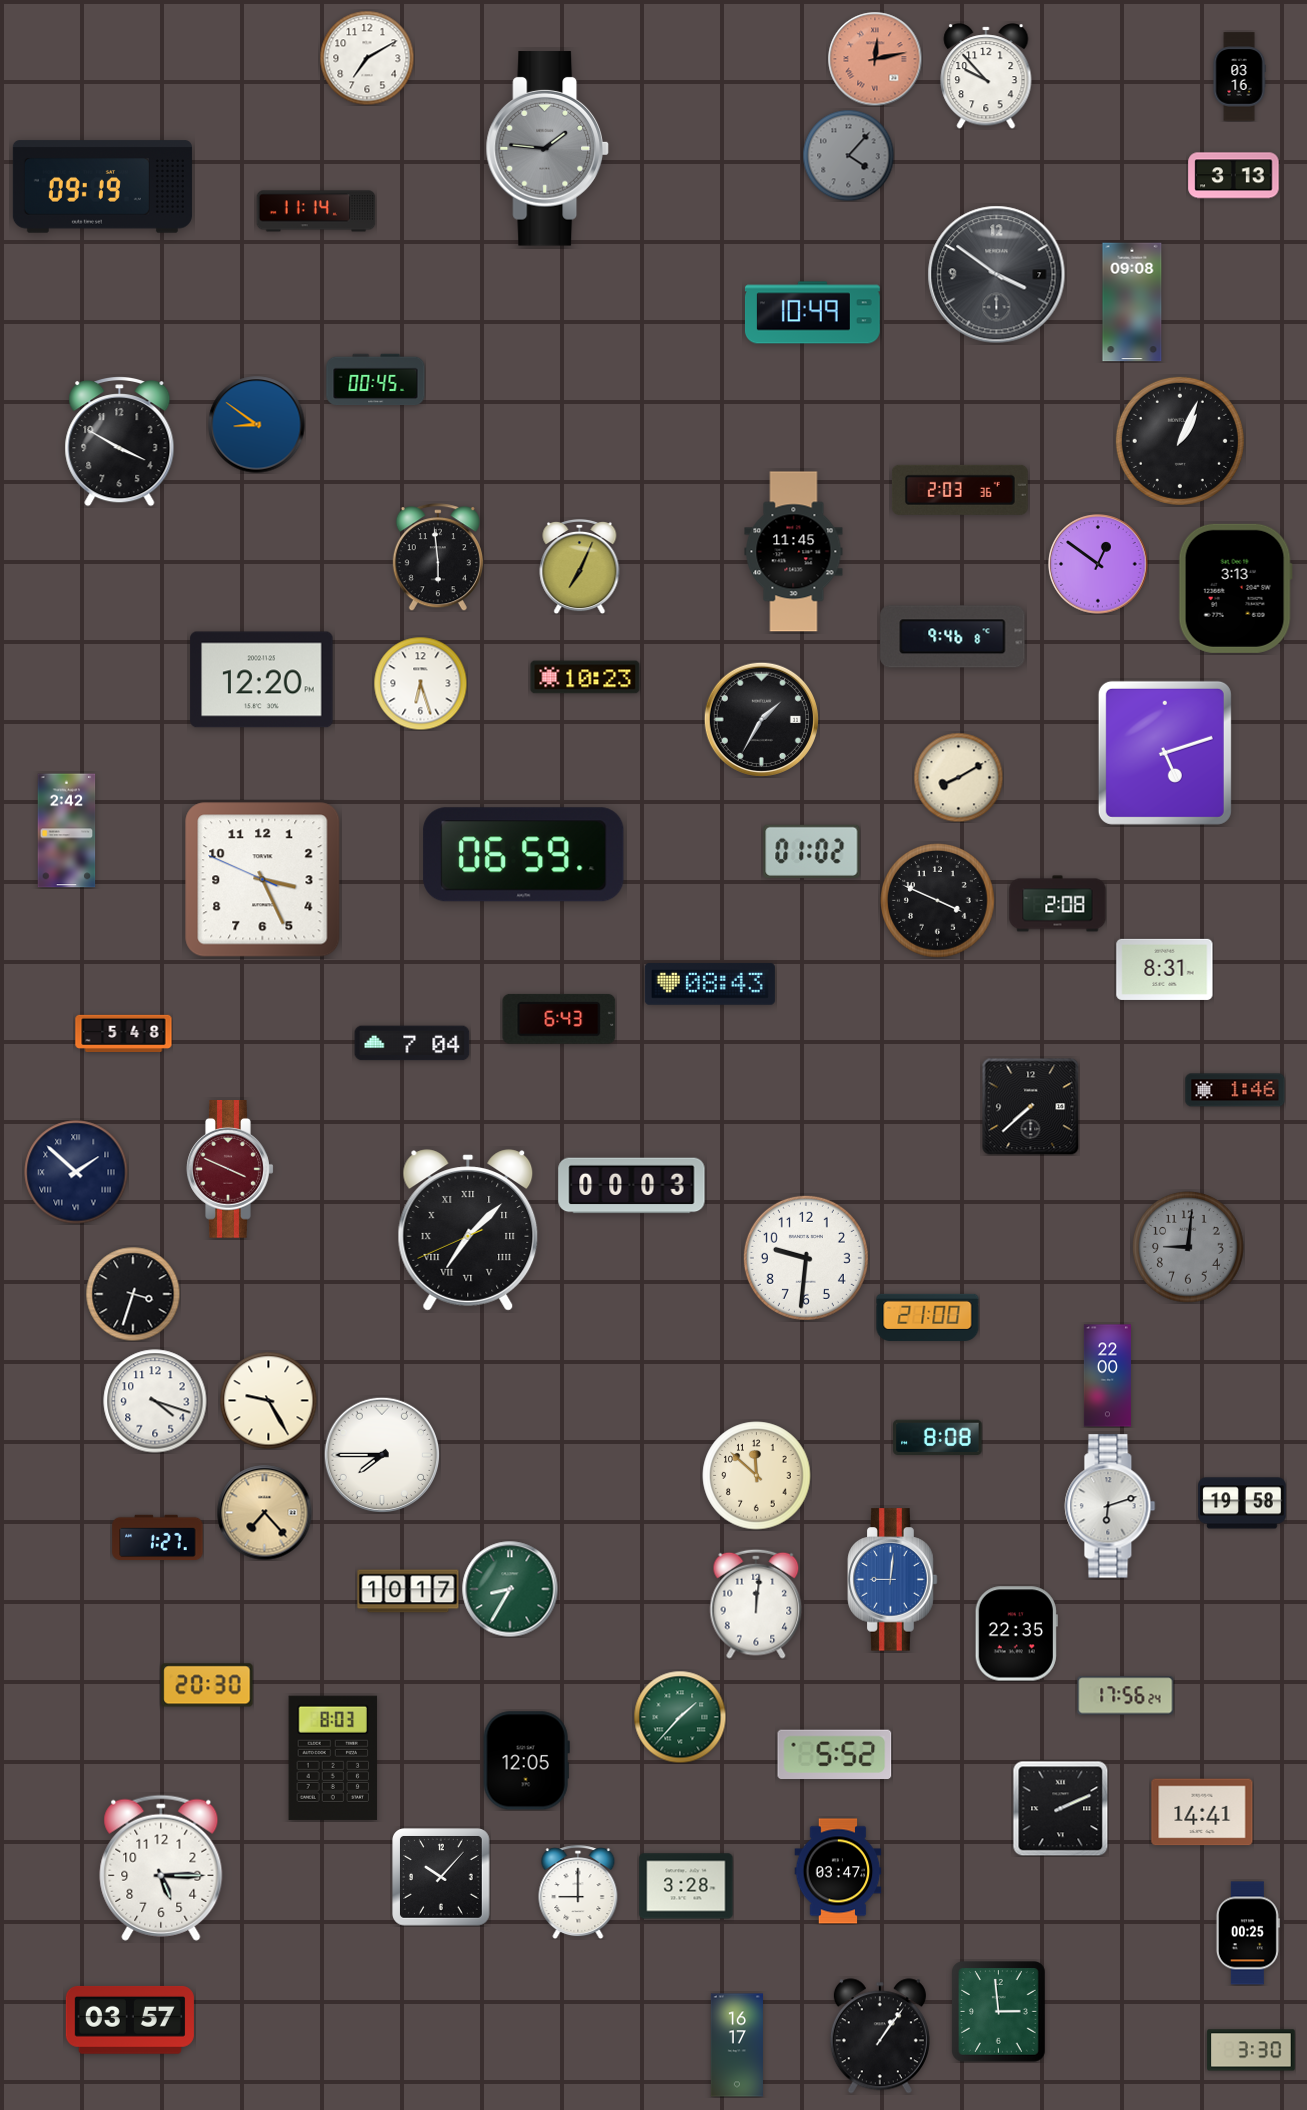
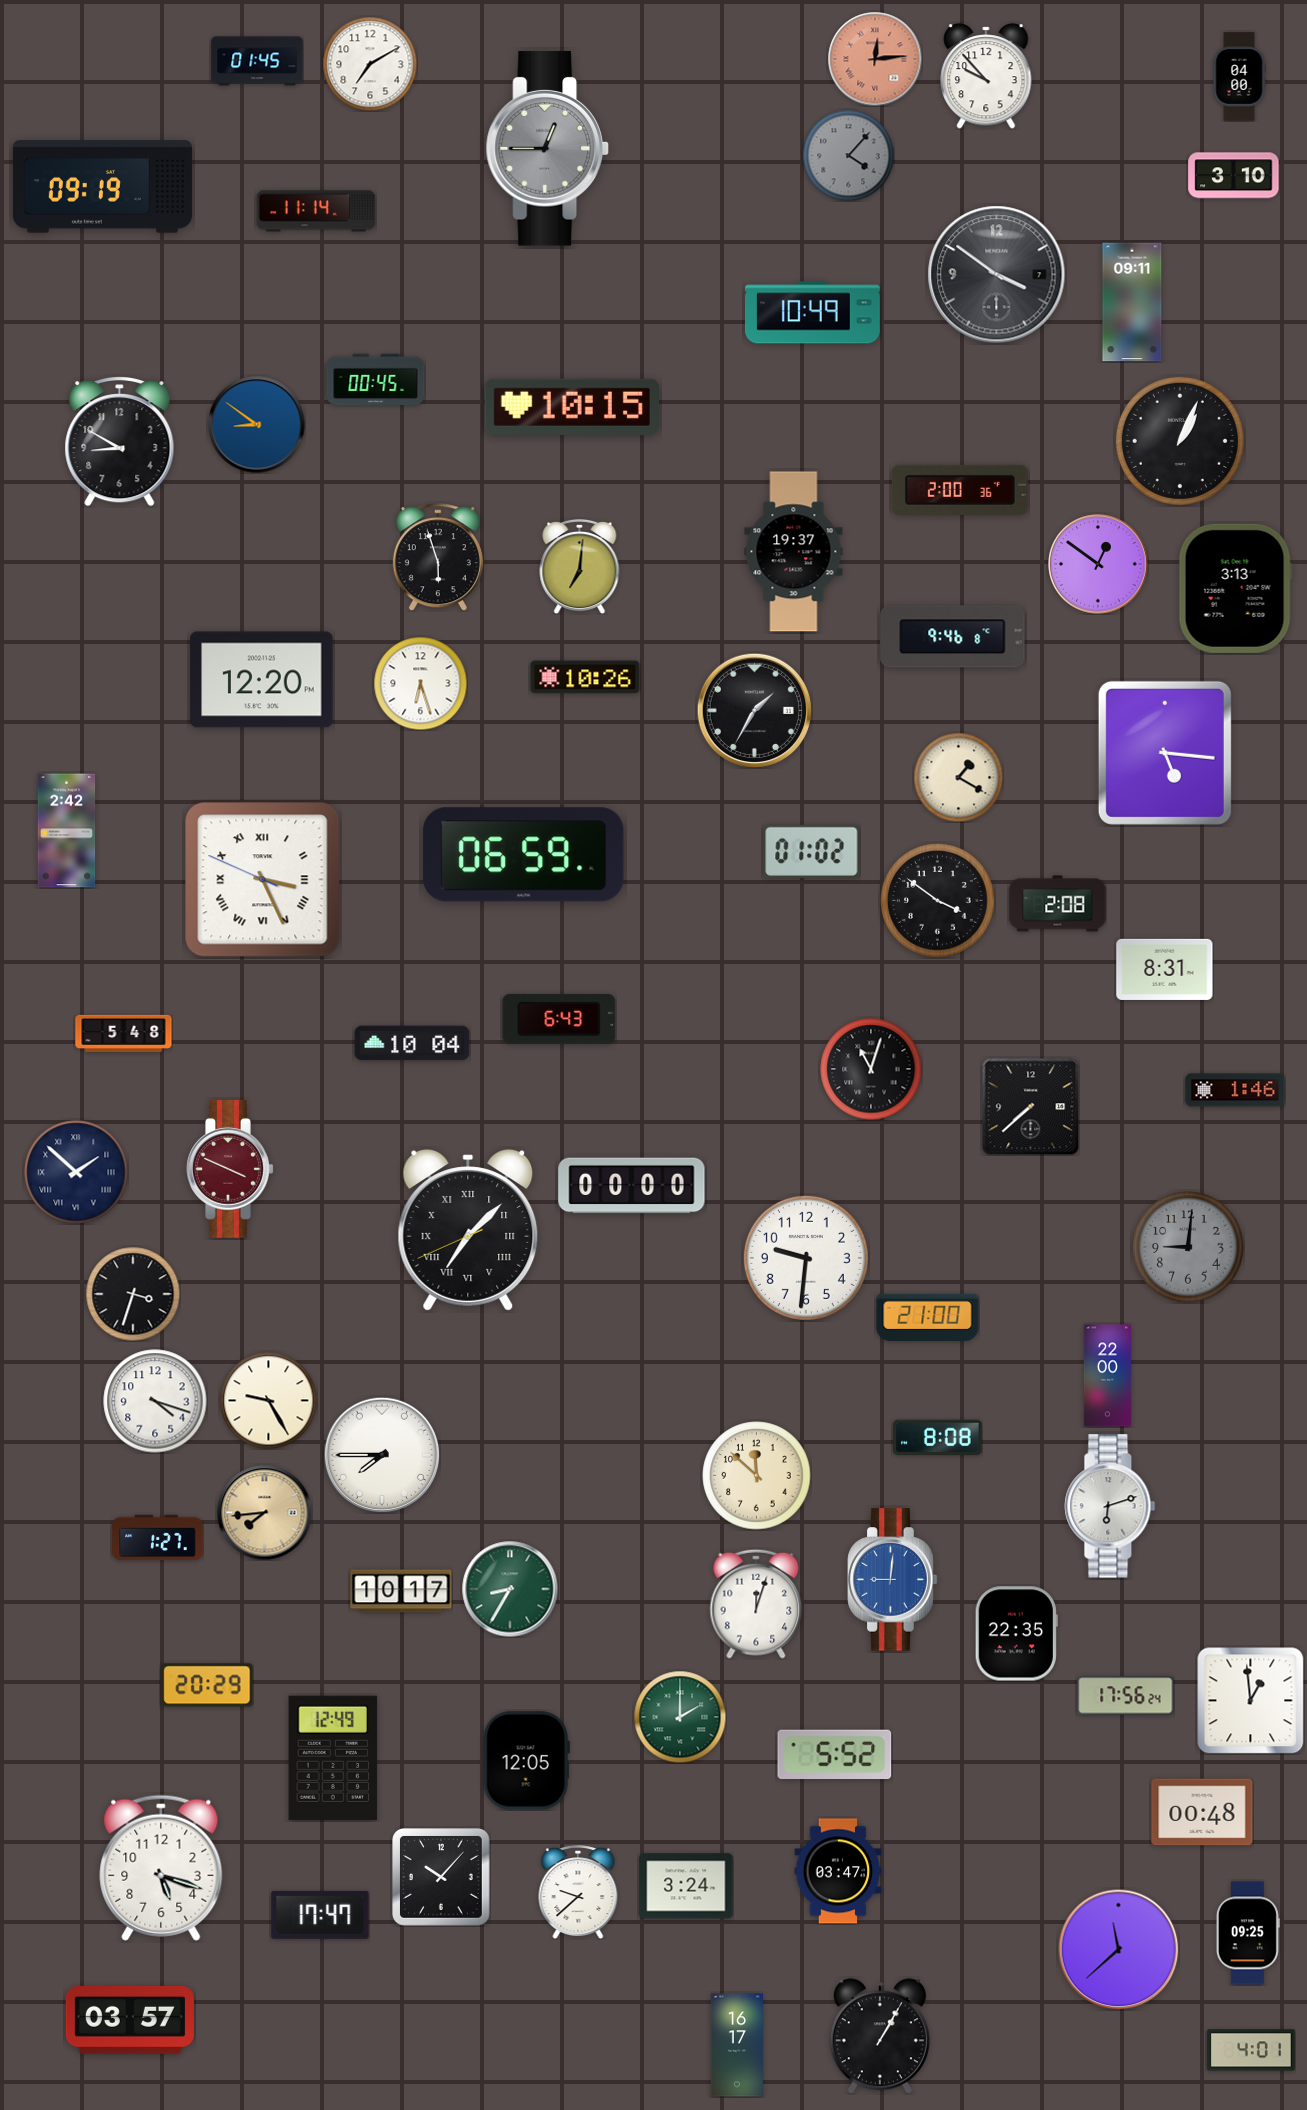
clock at (367, 58) position: (367, 58) -> (370, 64)
clock at (875, 59): 12:13 -> 12:14
clock at (257, 61): none -> 01:45
clock at (1239, 77): 03:16 -> 04:00
clock at (547, 149): 1:46 -> 12:45
clock at (1234, 176): 3:13 -> 3:10
clock at (1132, 302): 09:08 -> 09:11
clock at (572, 407): none -> 10:15
clock at (120, 442): 3:50 -> 8:50
clock at (960, 490): 2:03 -> 2:00
clock at (794, 552): 11:45 -> 19:37
clock at (438, 557): 5:59 -> 5:57
clock at (580, 566): 7:04 -> 7:01
clock at (585, 677): 10:23 -> 10:26
clock at (761, 719) position: (761, 719) -> (754, 710)
clock at (1165, 753): 5:12 -> 5:16
clock at (958, 777): 8:10 -> 1:20
clock at (263, 880) numerals: Arabic -> Roman
clock at (938, 901): 3:49 -> 3:51
clock at (710, 985): 08:43 -> none
clock at (412, 1043): 7:04 -> 10:04
clock at (871, 1069): none -> 11:03
clock at (632, 1186): 00:03 -> 00:00
clock at (1242, 1503): 19:58 -> none
clock at (264, 1512): 7:23 -> 7:44
clock at (408, 1591) position: (408, 1591) -> (401, 1591)
clock at (756, 1604): 12:01 -> 12:03
clock at (207, 1685): 20:30 -> 20:29
clock at (1250, 1700): none -> 12:59
clock at (680, 1717): 1:37 -> 2:00
clock at (333, 1758): 8:03 -> 12:49
clock at (1060, 1808): 2:11 -> none
clock at (1202, 1812): 14:41 -> 00:48
clock at (161, 1868): 5:15 -> 5:18
clock at (686, 1886): 3:28 -> 3:24
clock at (578, 1892): 9:00 -> 9:38
clock at (320, 1915): none -> 17:47
clock at (1248, 1933): 00:25 -> 09:25
clock at (1119, 1950): none -> 11:38
clock at (999, 2012): 2:59 -> none
clock at (880, 2036): 1:06 -> 1:05
clock at (1251, 2050): 3:30 -> 4:01
